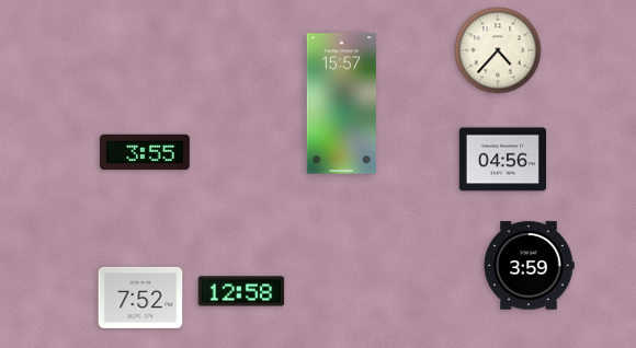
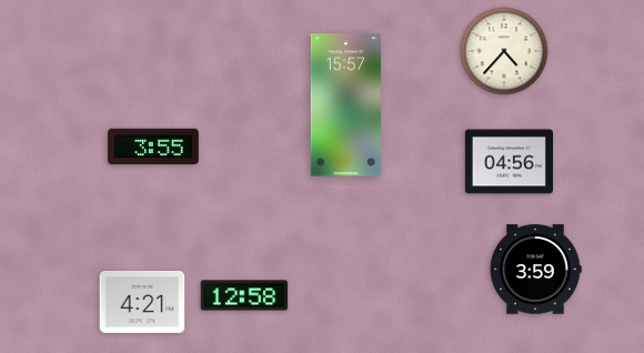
clock at (146, 152) position: (146, 152) -> (154, 147)
clock at (140, 298): 7:52 -> 4:21
